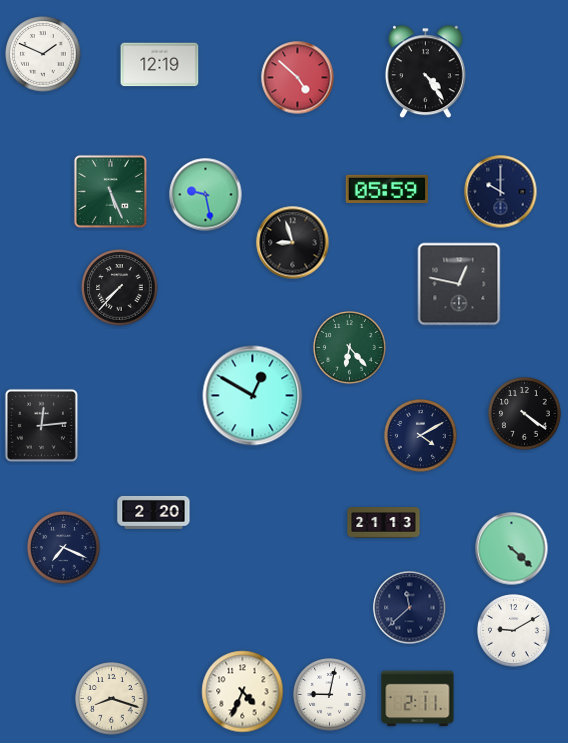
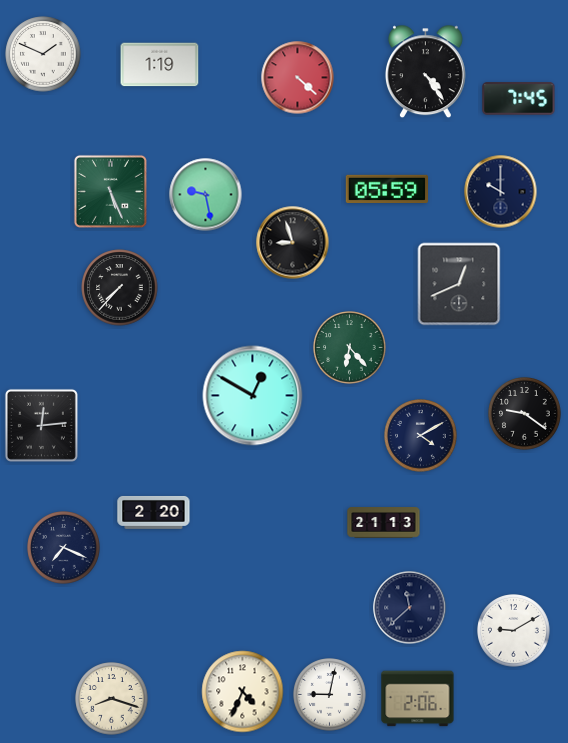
clock at (160, 65): 12:19 -> 1:19
clock at (298, 78): 4:52 -> 4:22
clock at (519, 99): none -> 7:45
clock at (459, 284): 12:47 -> 12:41
clock at (525, 414): 4:21 -> 9:21
clock at (512, 549): 4:22 -> none
clock at (418, 699): 2:11 -> 2:06
